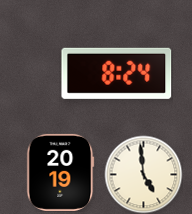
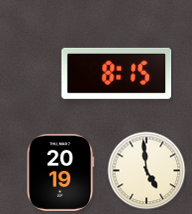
clock at (117, 73): 8:24 -> 8:15
clock at (143, 174) position: (143, 174) -> (146, 170)
